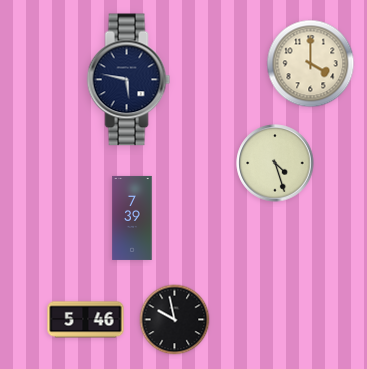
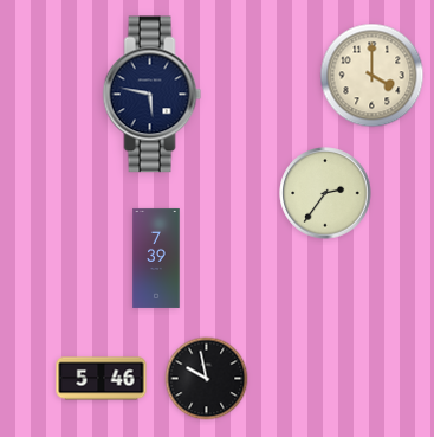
clock at (311, 64) position: (311, 64) -> (373, 76)
clock at (275, 163): 4:27 -> 2:36
